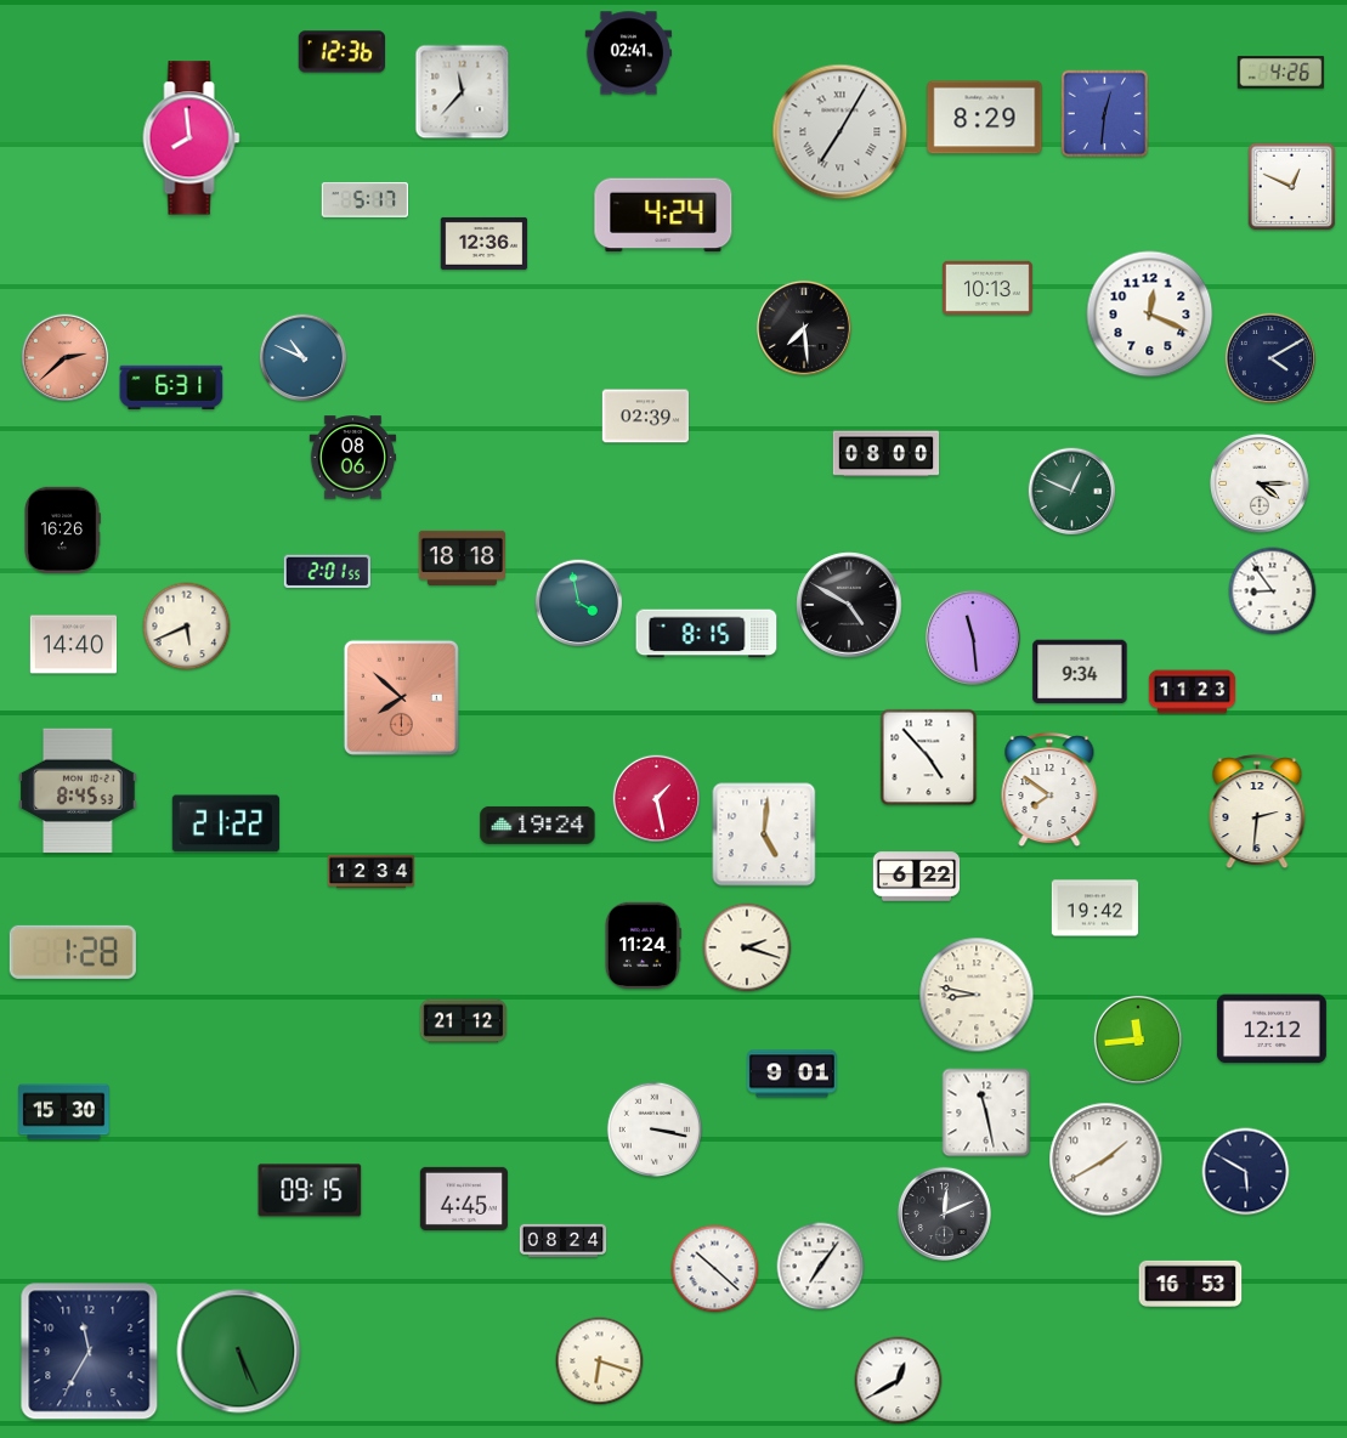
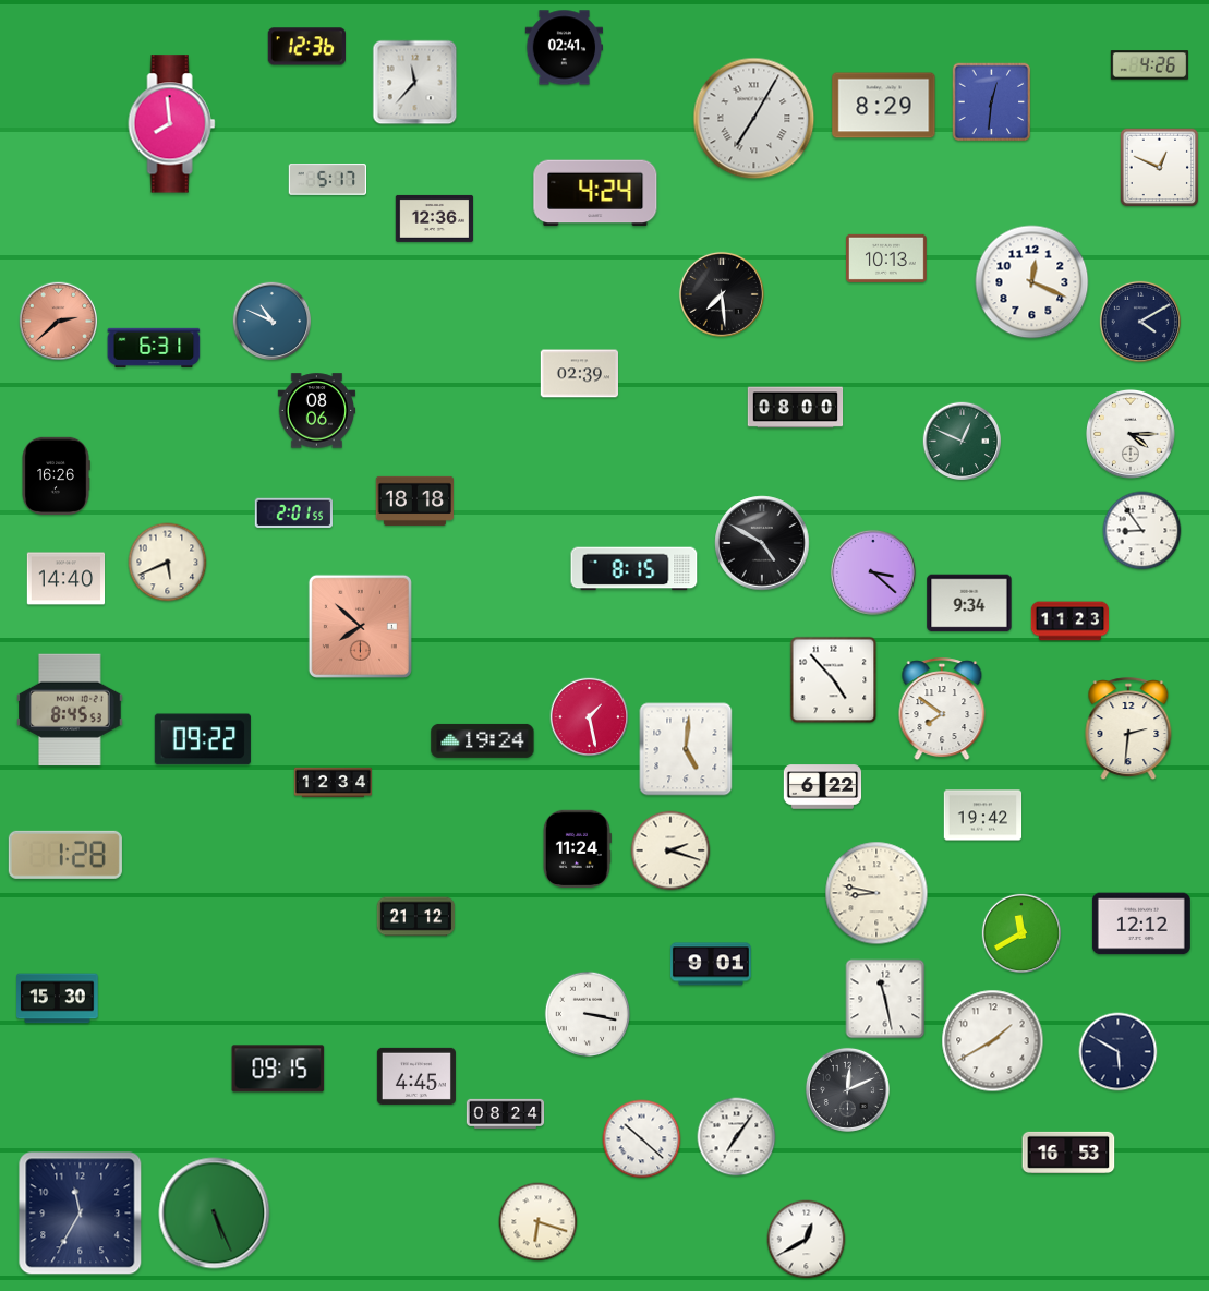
clock at (579, 604): 3:58 -> none
clock at (973, 638): 11:29 -> 3:22
clock at (226, 823): 21:22 -> 09:22
clock at (1138, 1040): 11:44 -> 11:40
